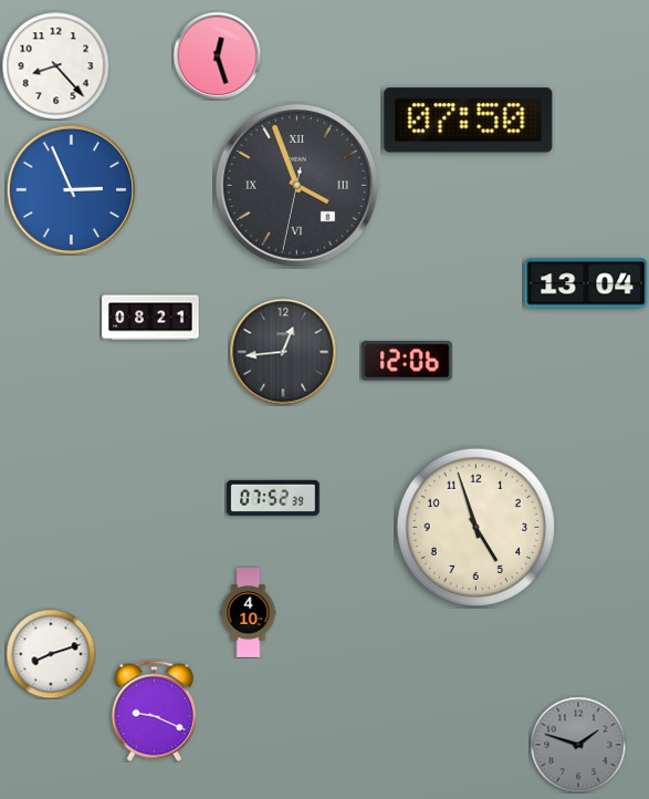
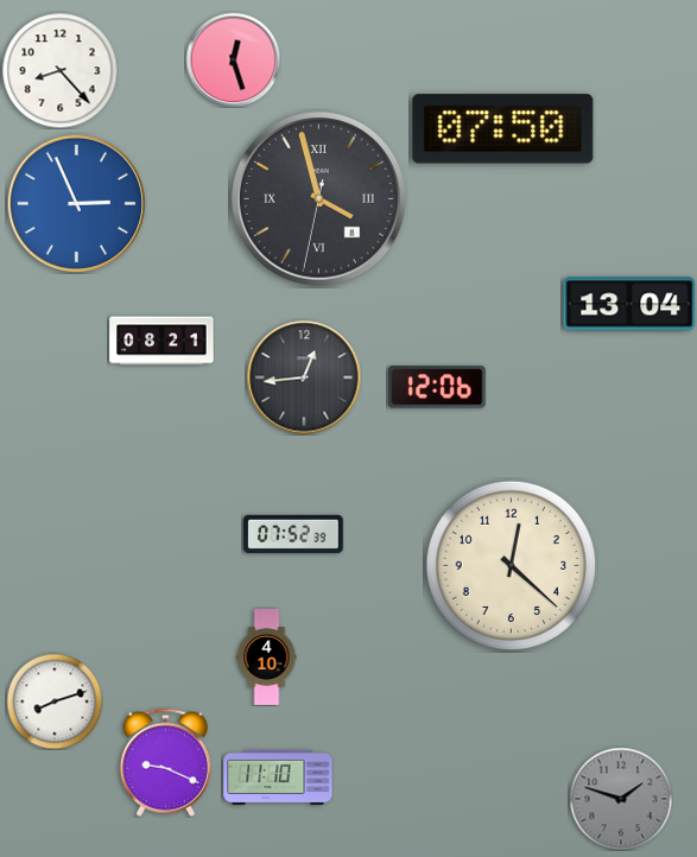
clock at (297, 186): 3:56 -> 3:57
clock at (475, 527): 4:57 -> 12:22
clock at (278, 776): none -> 11:10
